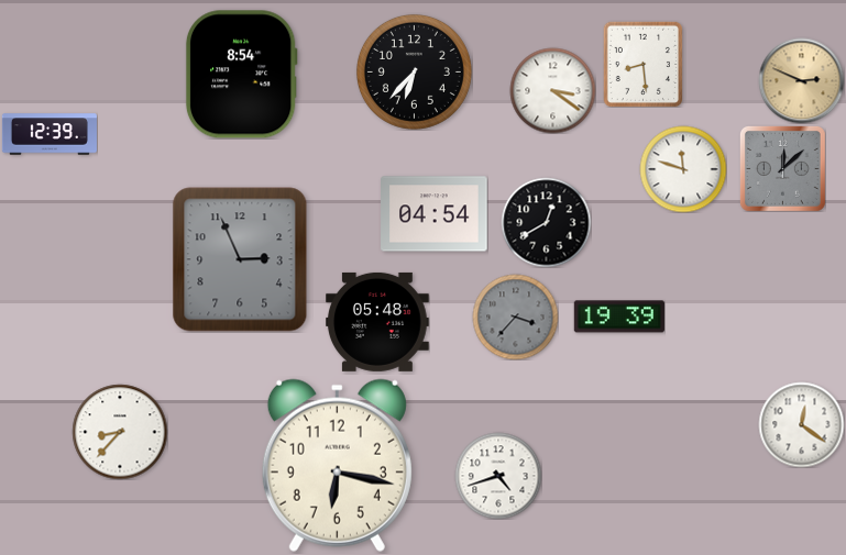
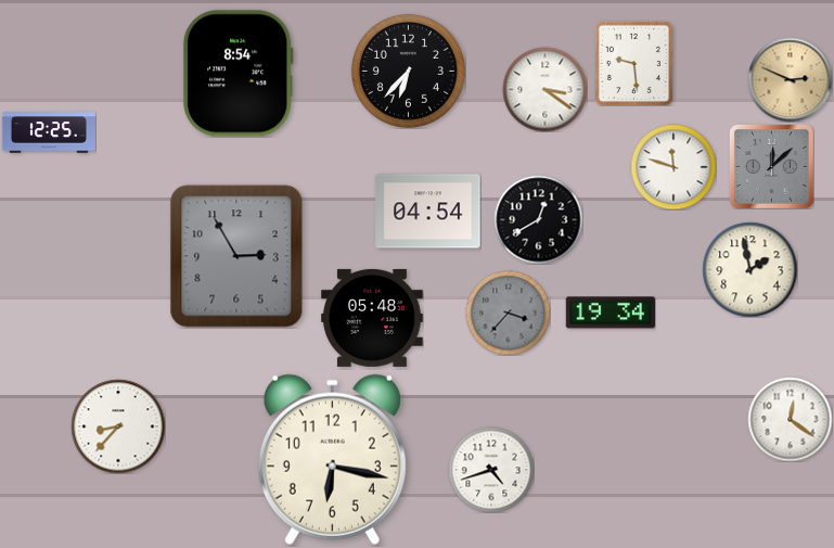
clock at (642, 64): 8:29 -> 9:29
clock at (50, 134): 12:39 -> 12:25
clock at (240, 259): 2:56 -> 2:55
clock at (749, 269): none -> 1:58
clock at (619, 317): 19:39 -> 19:34
